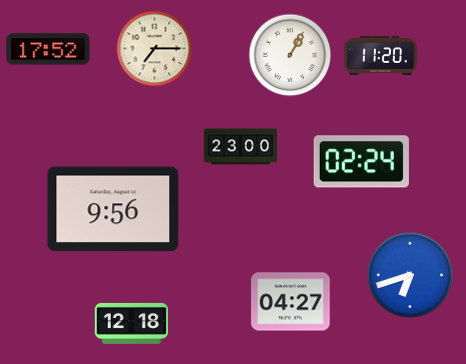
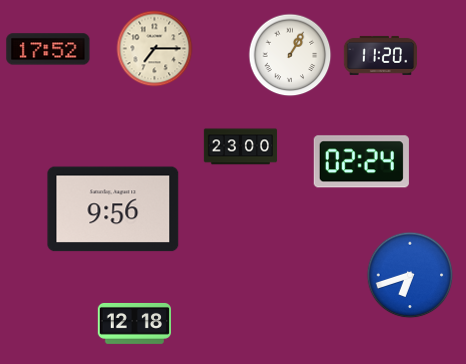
clock at (291, 302): 04:27 -> none
clock at (131, 323) position: (131, 323) -> (134, 323)
